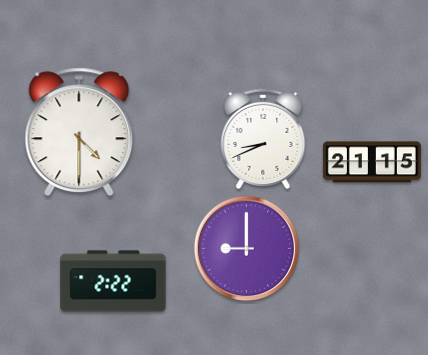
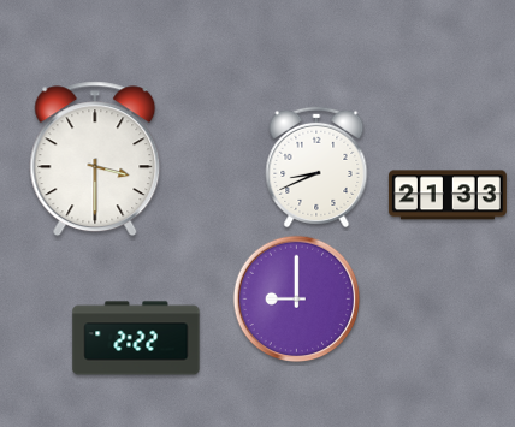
clock at (79, 132): 4:30 -> 3:30
clock at (372, 162): 21:15 -> 21:33
